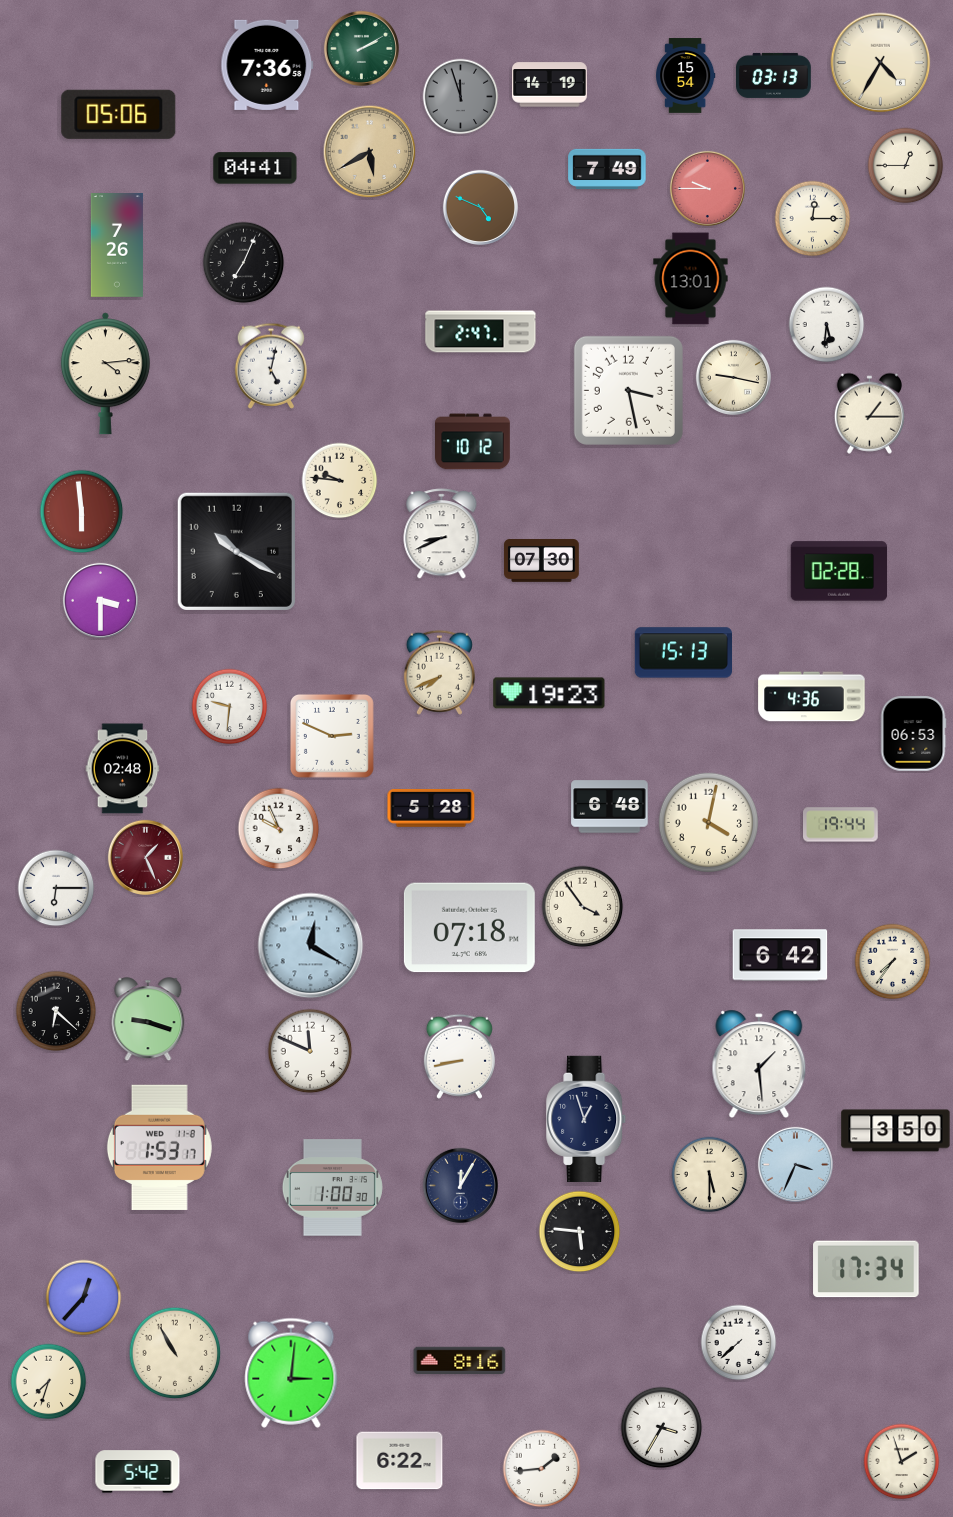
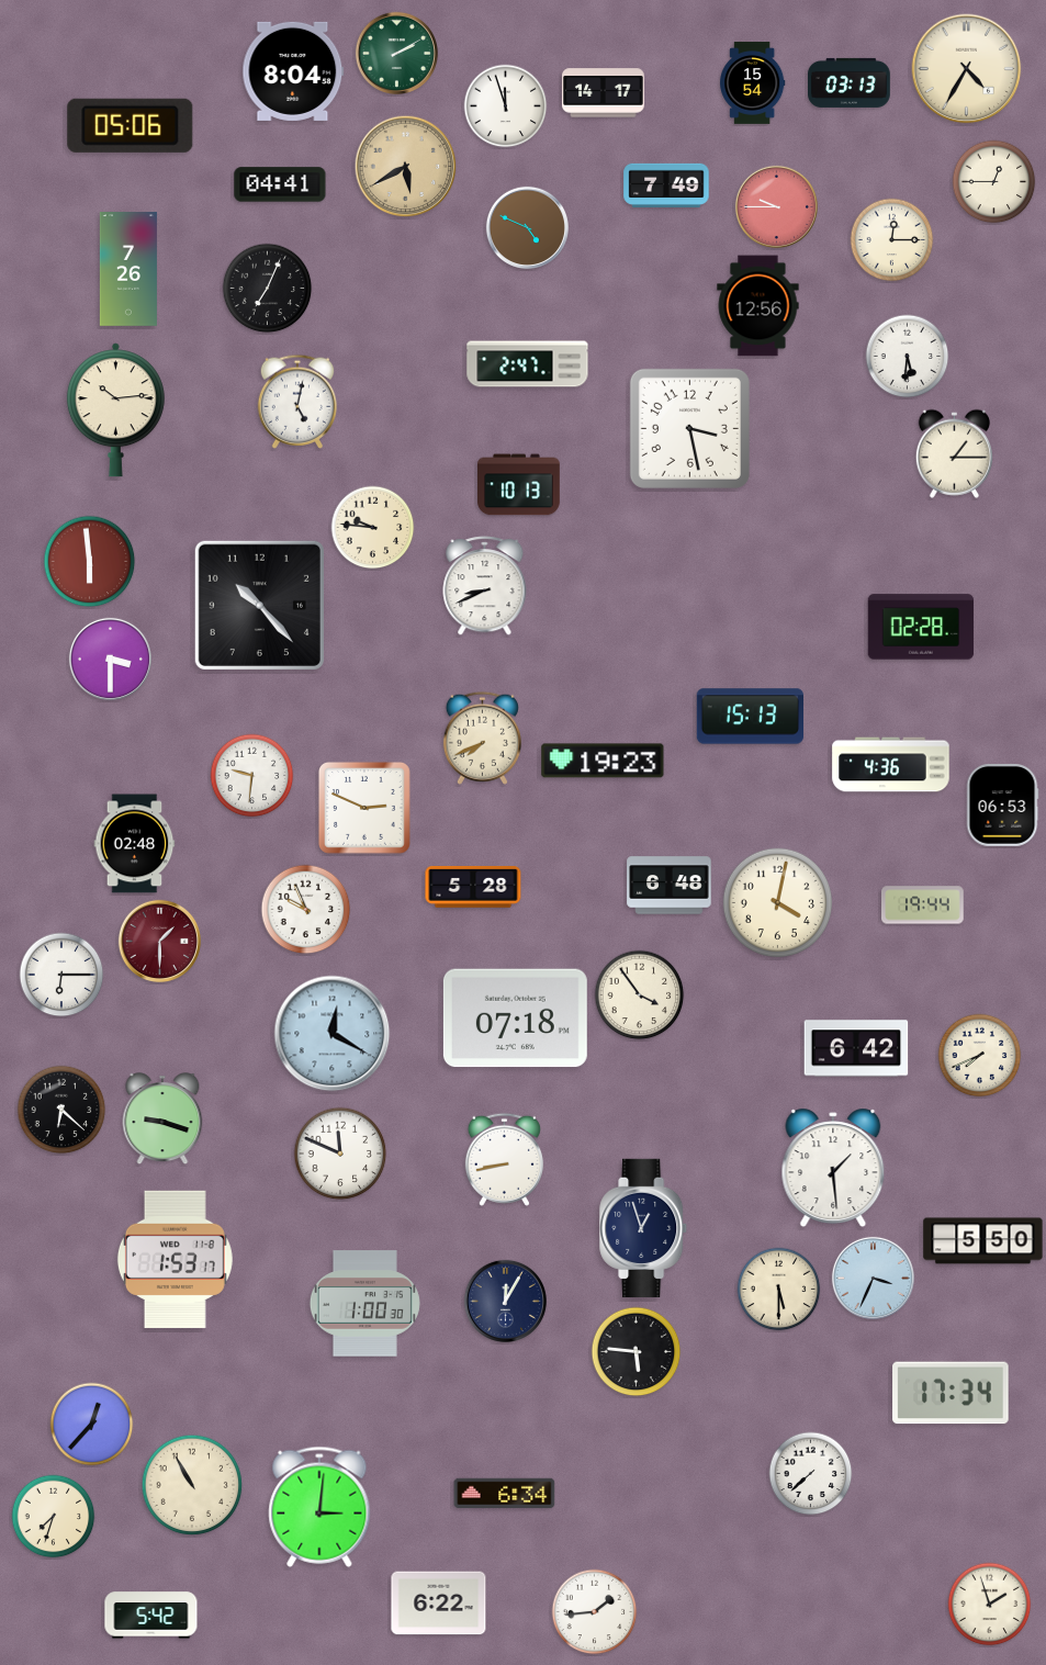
clock at (267, 65): 7:36 -> 8:04
clock at (550, 85): 14:19 -> 14:17
clock at (461, 97) dial: grey -> white
clock at (691, 279): 13:01 -> 12:56
clock at (105, 374): 4:14 -> 10:14
clock at (733, 377): 9:17 -> none
clock at (473, 442): 10:12 -> 10:13
clock at (236, 551): 10:20 -> 10:23
clock at (542, 561): 07:30 -> none
clock at (145, 857): 1:26 -> 1:30
clock at (311, 946) position: (311, 946) -> (333, 1034)
clock at (893, 962): 7:36 -> 7:41
clock at (896, 1131): 3:50 -> 5:50
clock at (460, 1360): 8:16 -> 6:34
clock at (662, 1428): 3:35 -> none
